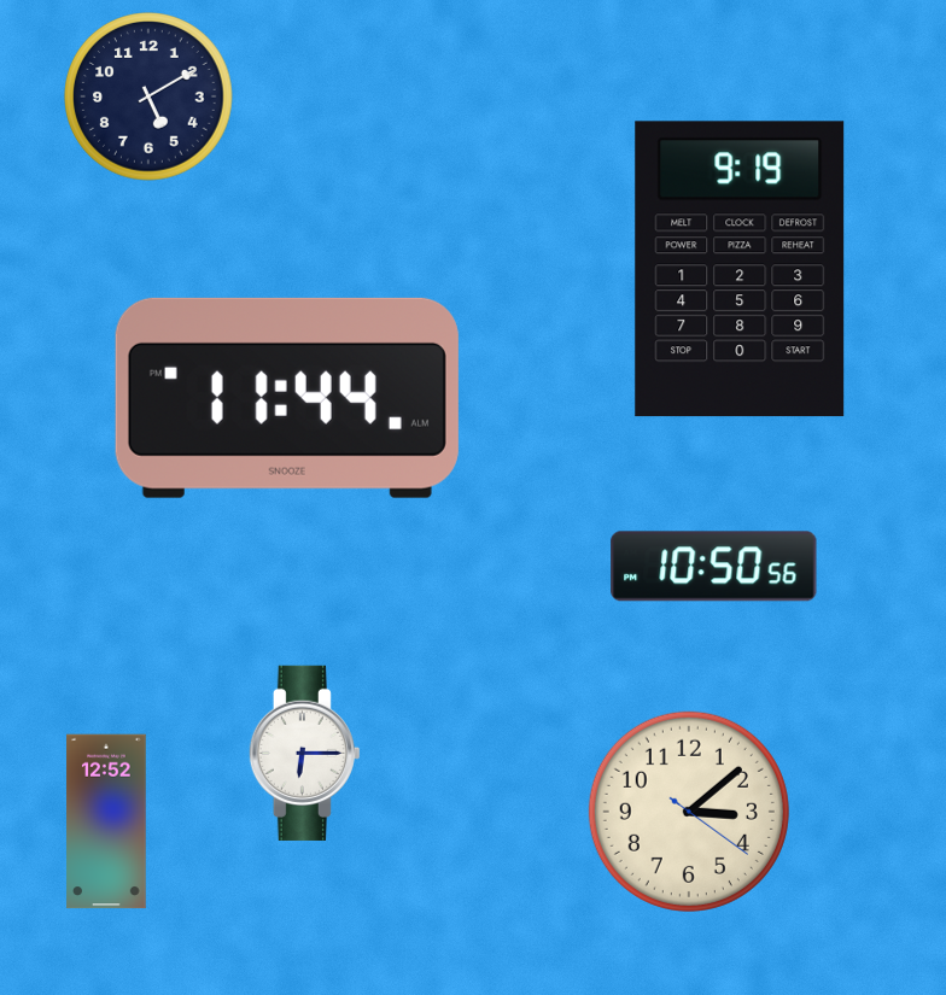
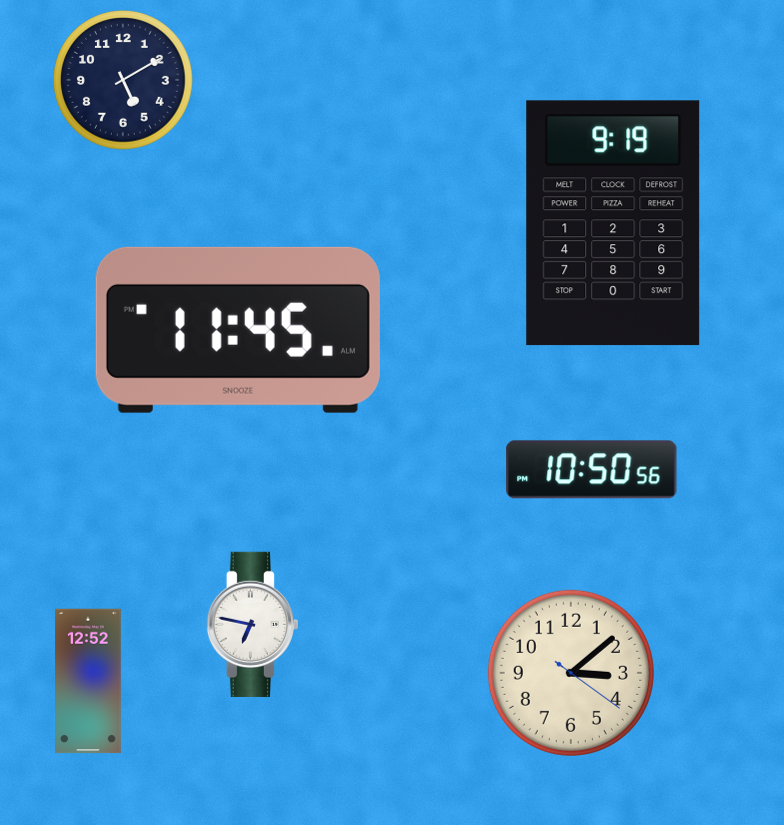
clock at (287, 398): 11:44 -> 11:45
clock at (304, 753): 6:15 -> 6:47
